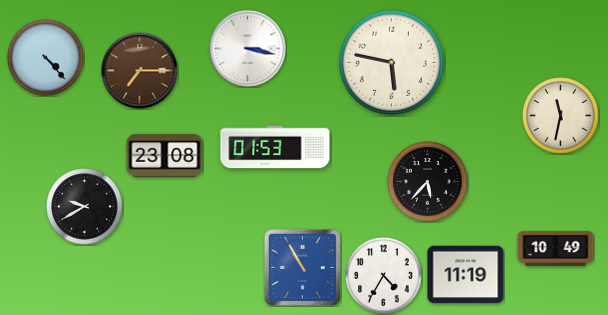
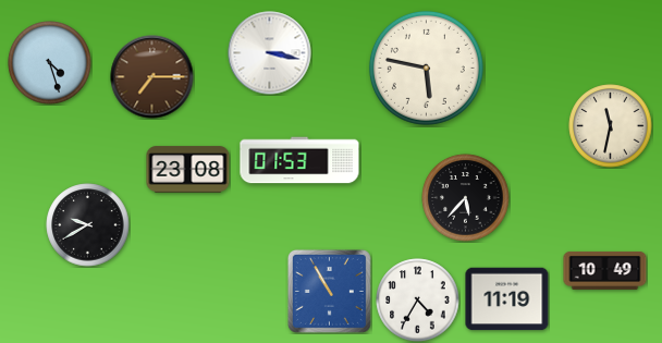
clock at (46, 58): 4:23 -> 4:27
clock at (165, 156) position: (165, 156) -> (188, 170)
clock at (85, 207) position: (85, 207) -> (88, 225)
